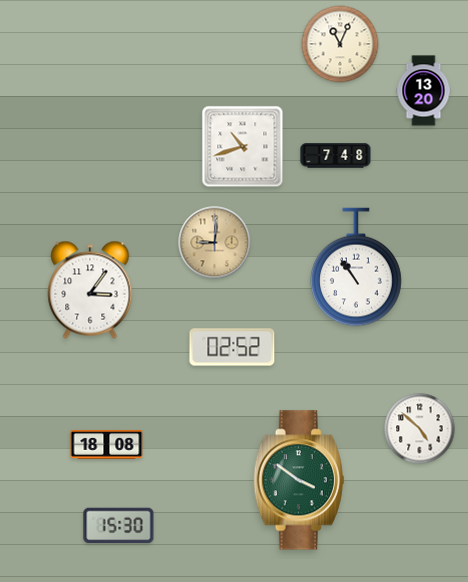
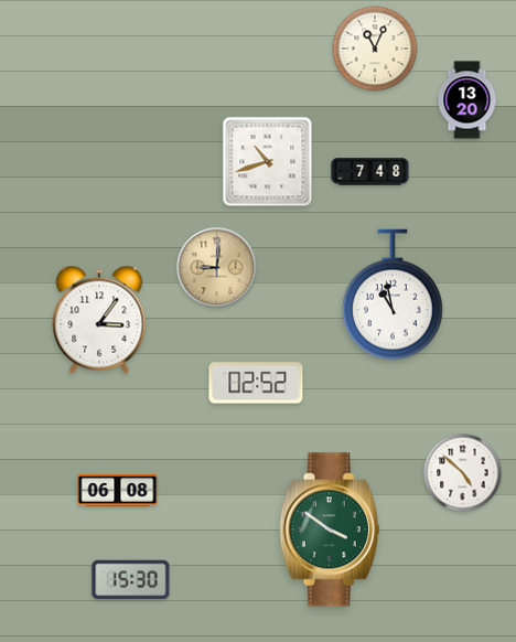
clock at (215, 243) position: (215, 243) -> (217, 268)
clock at (356, 267): 10:54 -> 10:58
clock at (107, 444): 18:08 -> 06:08
